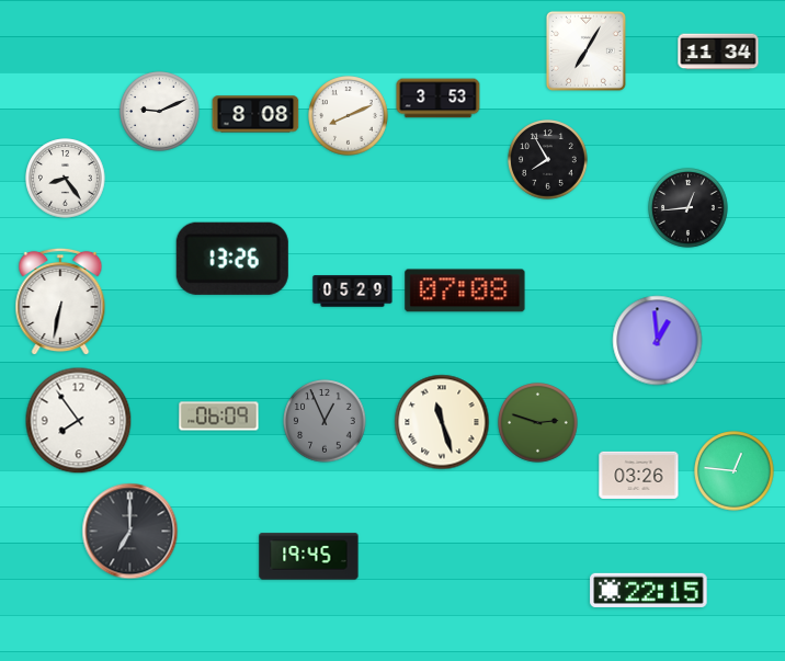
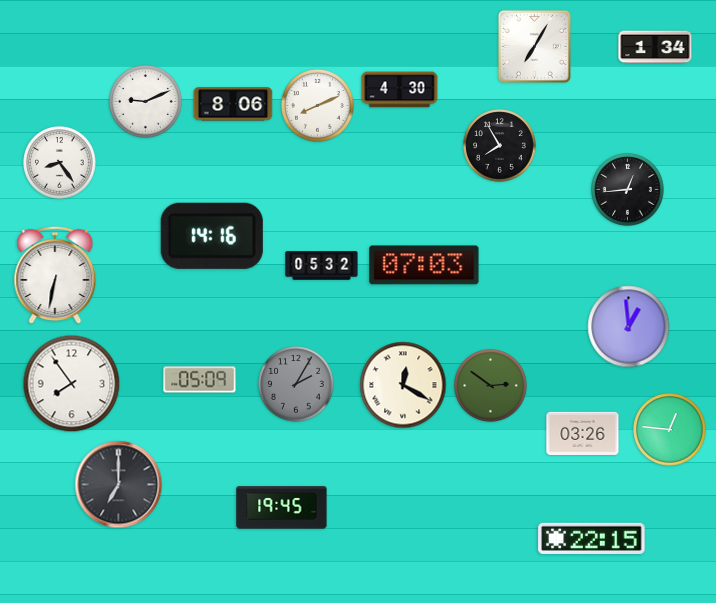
clock at (718, 52): 11:34 -> 1:34
clock at (439, 99): 3:53 -> 4:30
clock at (255, 114): 8:08 -> 8:06
clock at (232, 259): 13:26 -> 14:16
clock at (465, 290): 07:08 -> 07:03
clock at (353, 292): 05:29 -> 05:32
clock at (658, 341) position: (658, 341) -> (629, 327)
clock at (219, 417): 06:09 -> 05:09
clock at (325, 421): 12:56 -> 2:05
clock at (442, 422): 11:27 -> 12:20
clock at (538, 423): 2:48 -> 2:51
